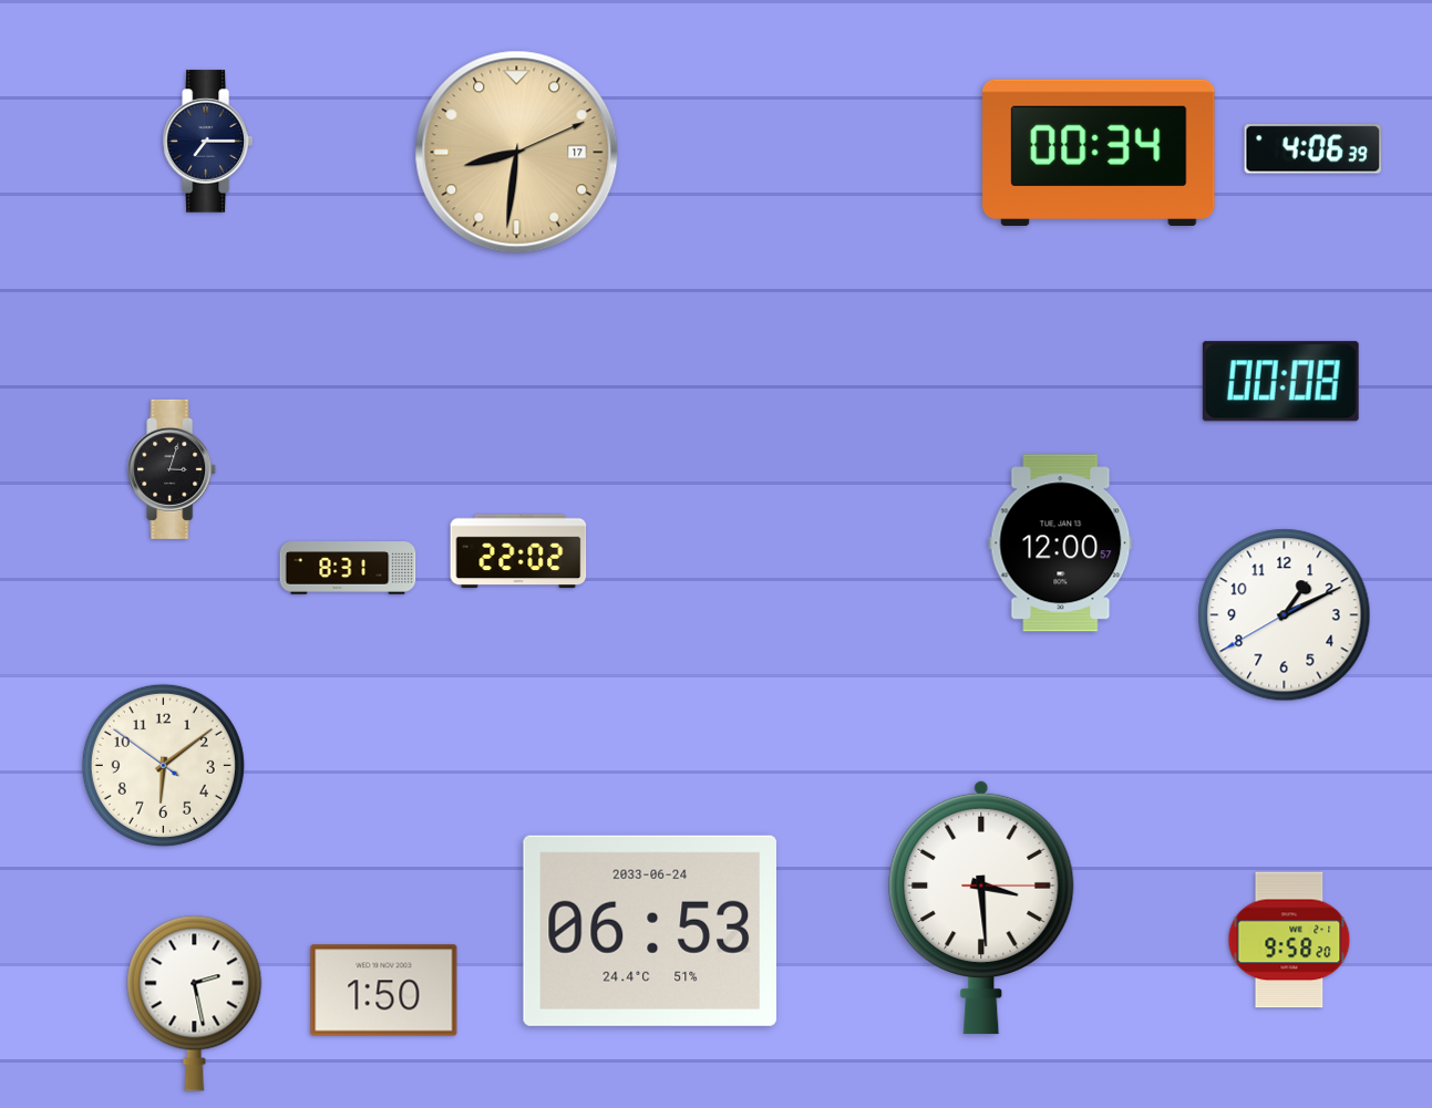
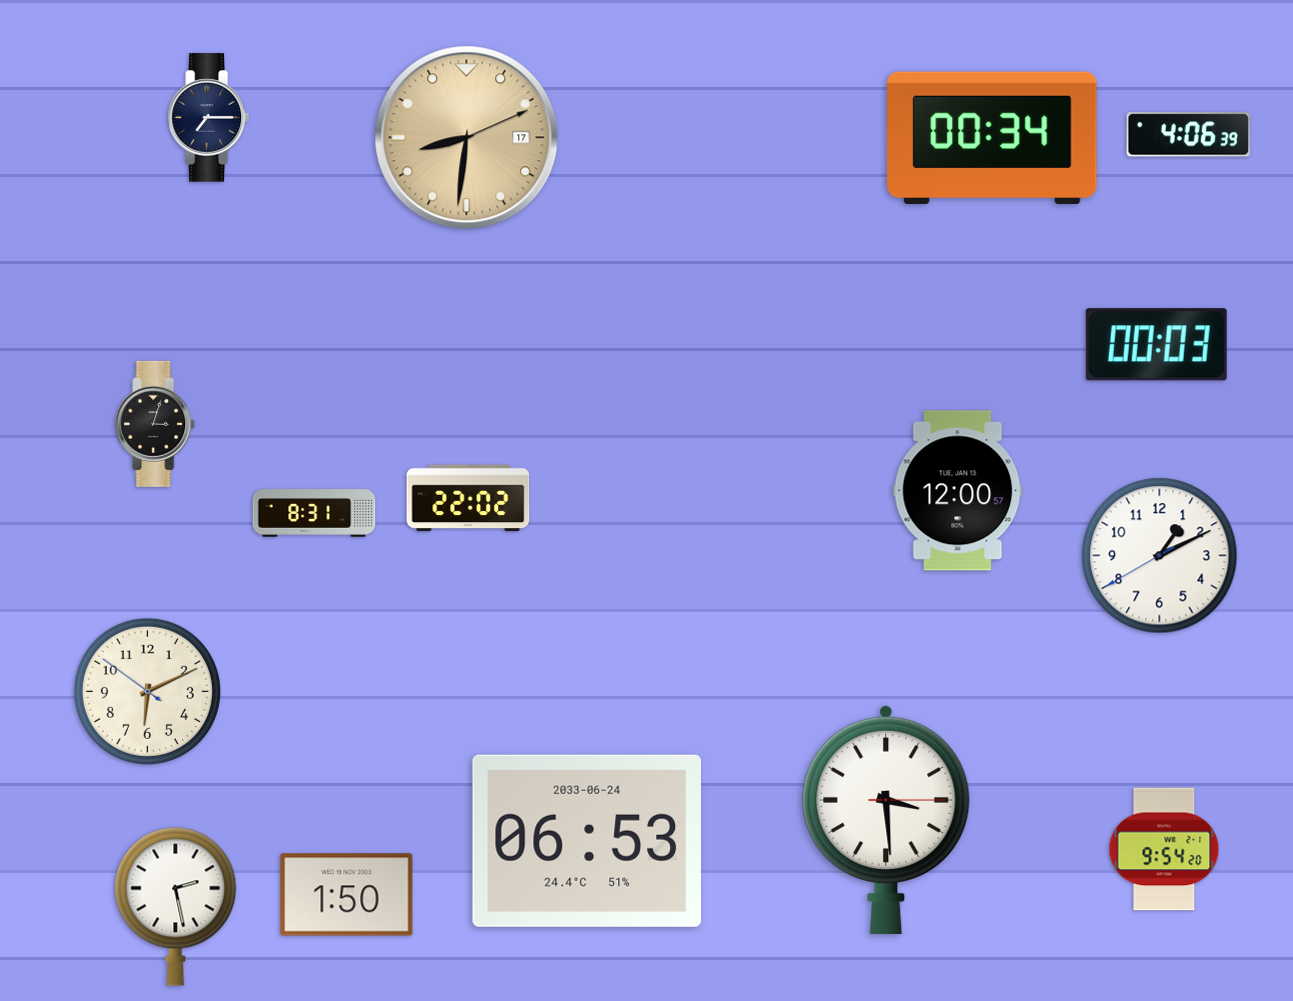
clock at (207, 142) position: (207, 142) -> (208, 118)
clock at (1312, 149) position: (1312, 149) -> (1188, 135)
clock at (1280, 382): 00:08 -> 00:03
clock at (163, 765): 6:08 -> 6:10
clock at (1289, 940): 9:58 -> 9:54
